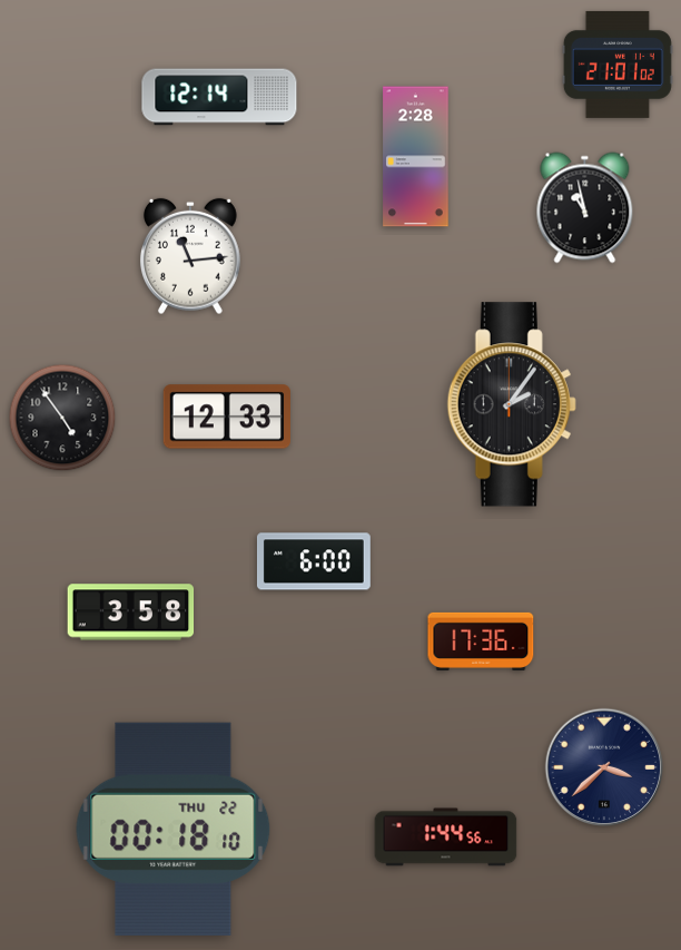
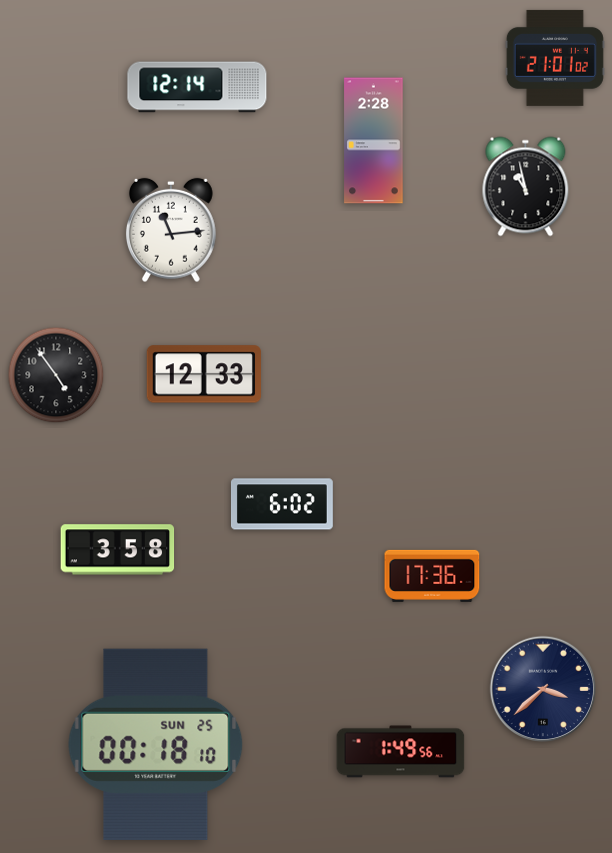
clock at (512, 404): 2:06 -> none
clock at (314, 561): 6:00 -> 6:02
clock at (174, 829) date: THU 22 -> SUN 25
clock at (446, 838): 1:44 -> 1:49
